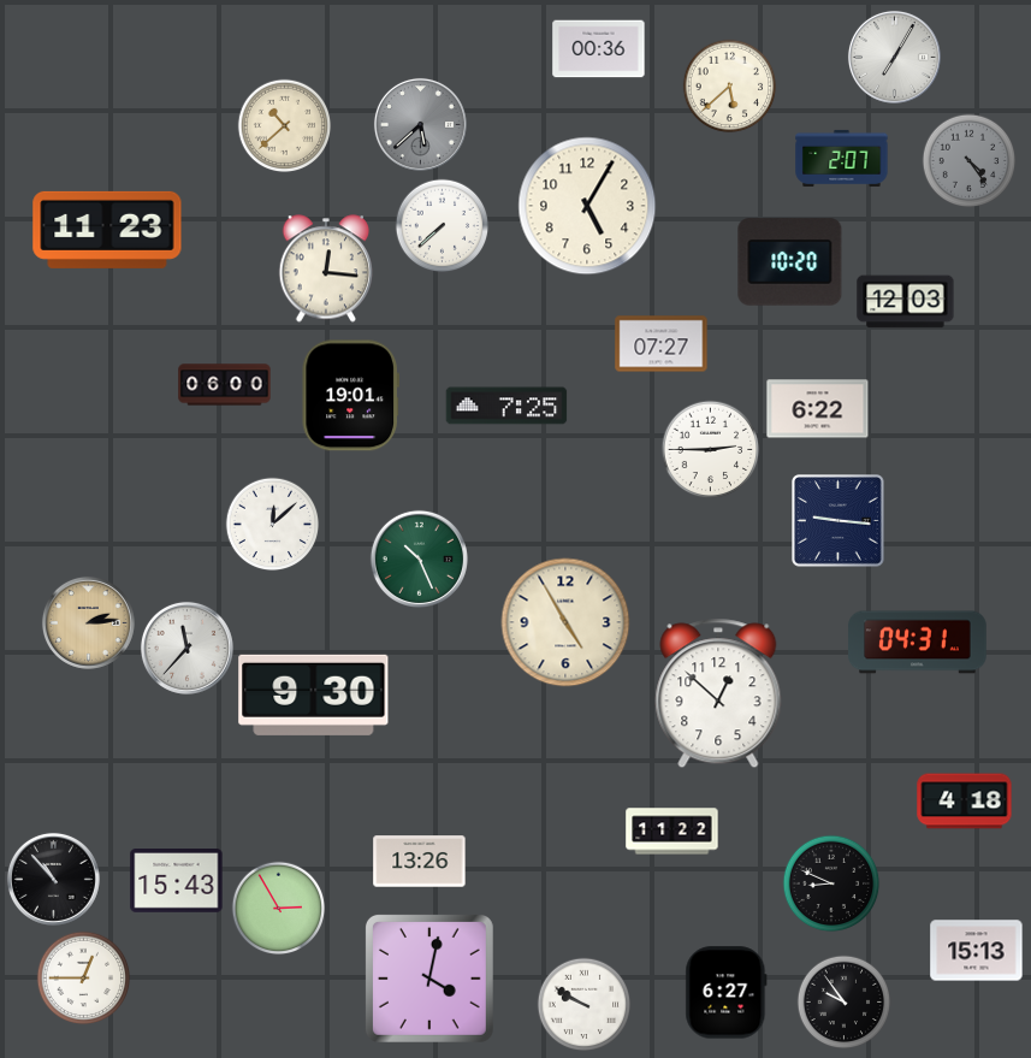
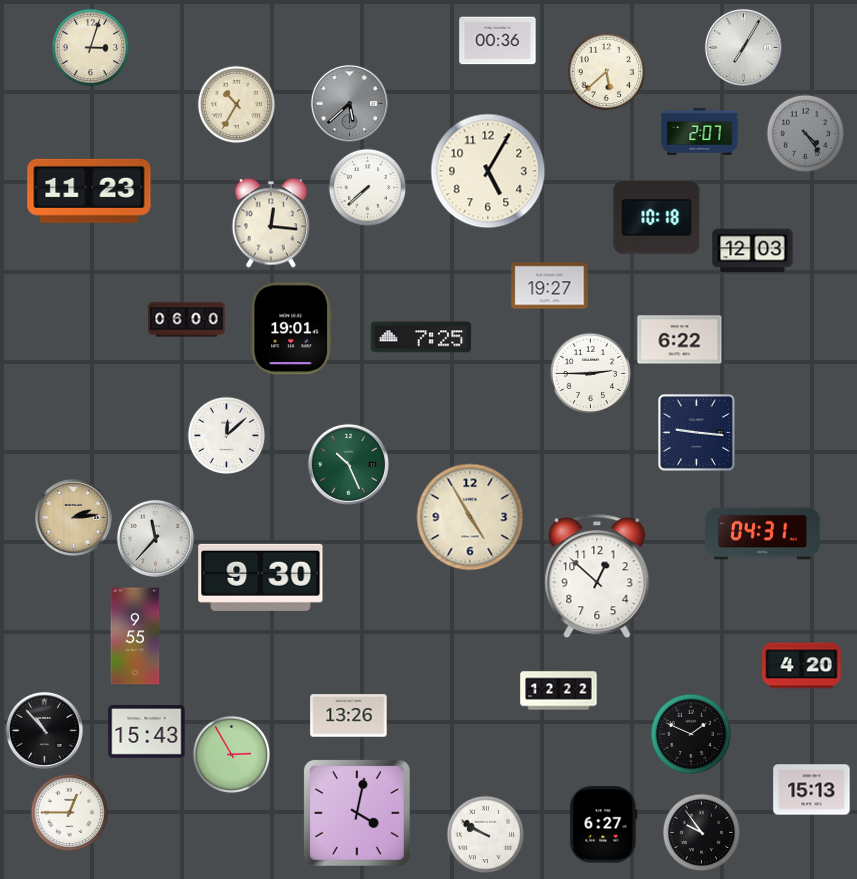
clock at (90, 47): none -> 3:03
clock at (284, 125): 10:38 -> 10:35
clock at (790, 262): 10:20 -> 10:18
clock at (662, 344): 07:27 -> 19:27
clock at (135, 636): none -> 9:55
clock at (965, 802): 4:18 -> 4:20
clock at (672, 832): 11:22 -> 12:22
clock at (831, 883): 8:49 -> 1:49
